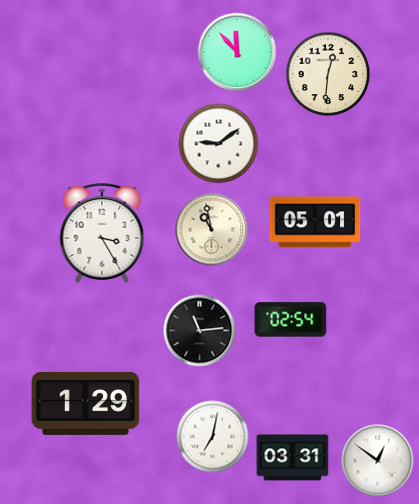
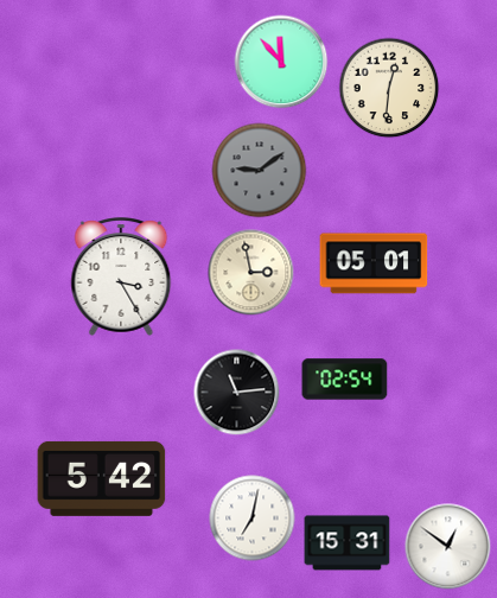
clock at (219, 144) dial: white -> grey
clock at (212, 230): 10:58 -> 2:58
clock at (86, 403): 1:29 -> 5:42
clock at (293, 458): 03:31 -> 15:31
